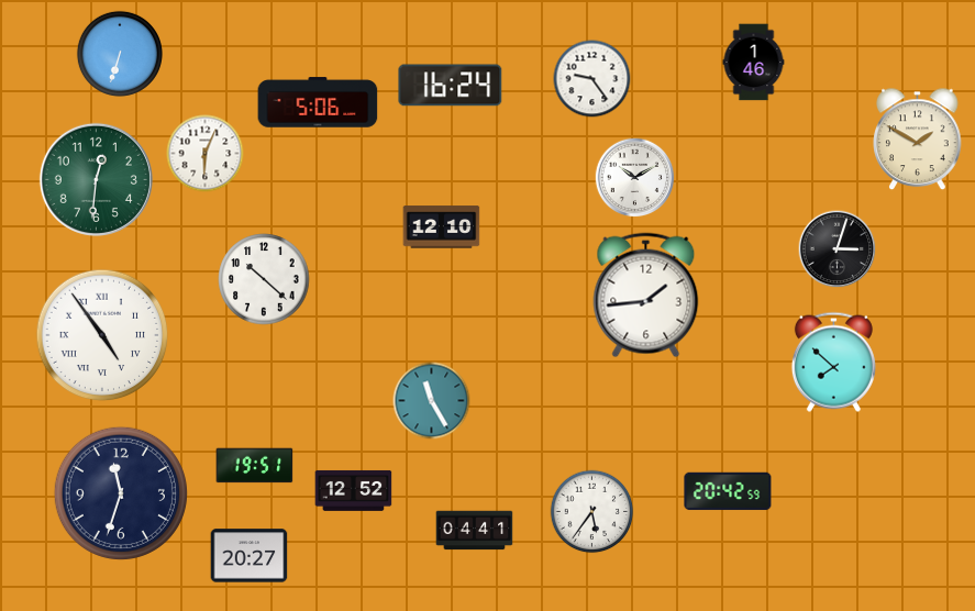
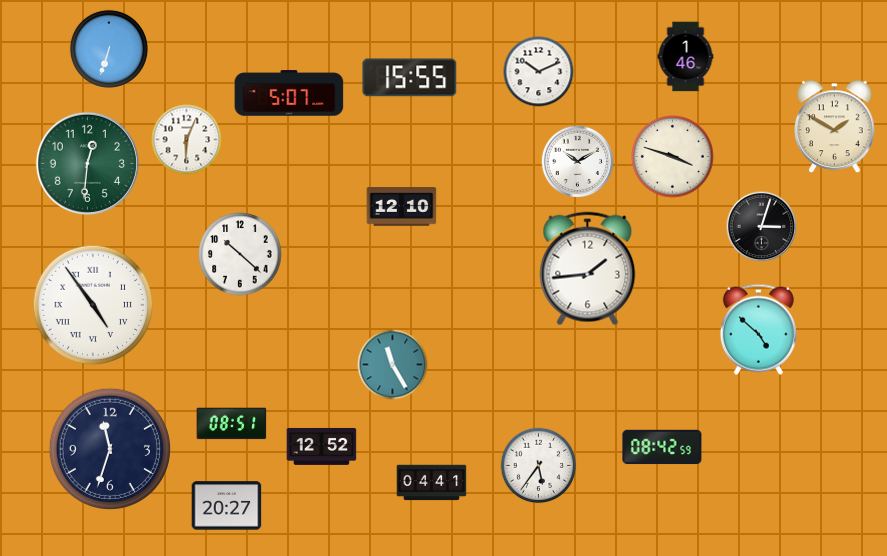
clock at (592, 79): 9:24 -> 10:11
clock at (451, 86): 16:24 -> 15:55
clock at (318, 102): 5:06 -> 5:07
clock at (673, 157): none -> 3:48
clock at (833, 362): 7:52 -> 4:52
clock at (255, 466): 19:51 -> 08:51
clock at (728, 491): 20:42 -> 08:42
